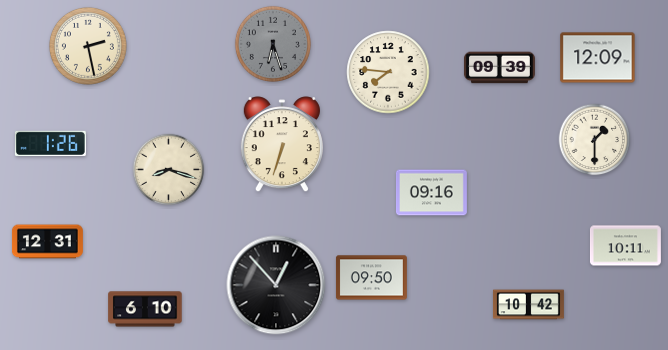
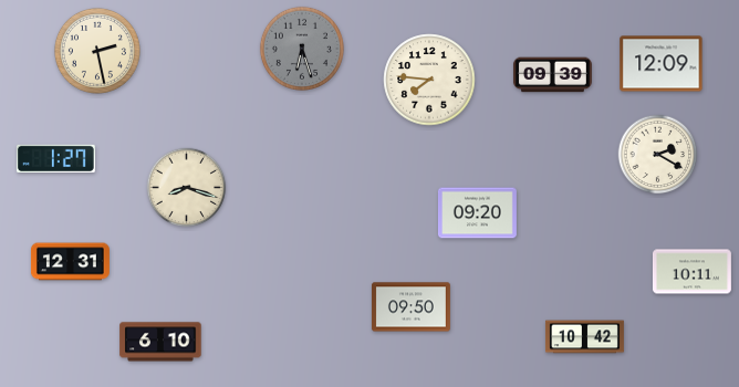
clock at (595, 140): 1:30 -> 2:20
clock at (50, 143): 1:26 -> 1:27
clock at (282, 145): 6:33 -> none
clock at (431, 193): 09:16 -> 09:20
clock at (47, 242) position: (47, 242) -> (70, 262)
clock at (276, 285): 12:53 -> none
